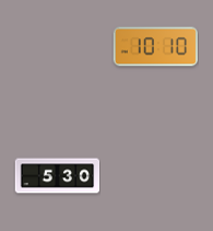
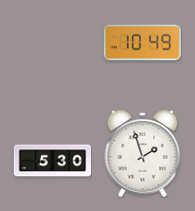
clock at (155, 47): 10:10 -> 10:49
clock at (143, 153): none -> 1:57
